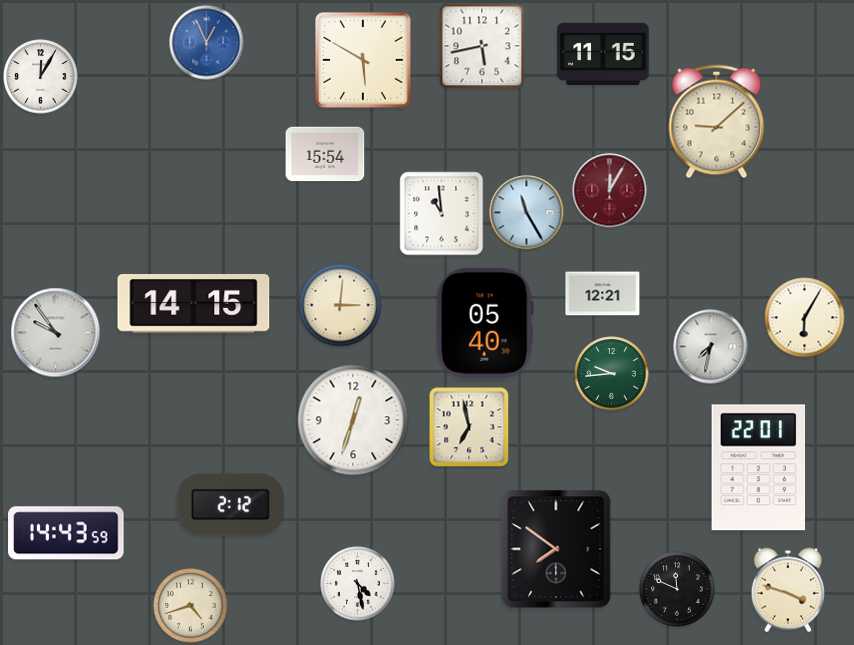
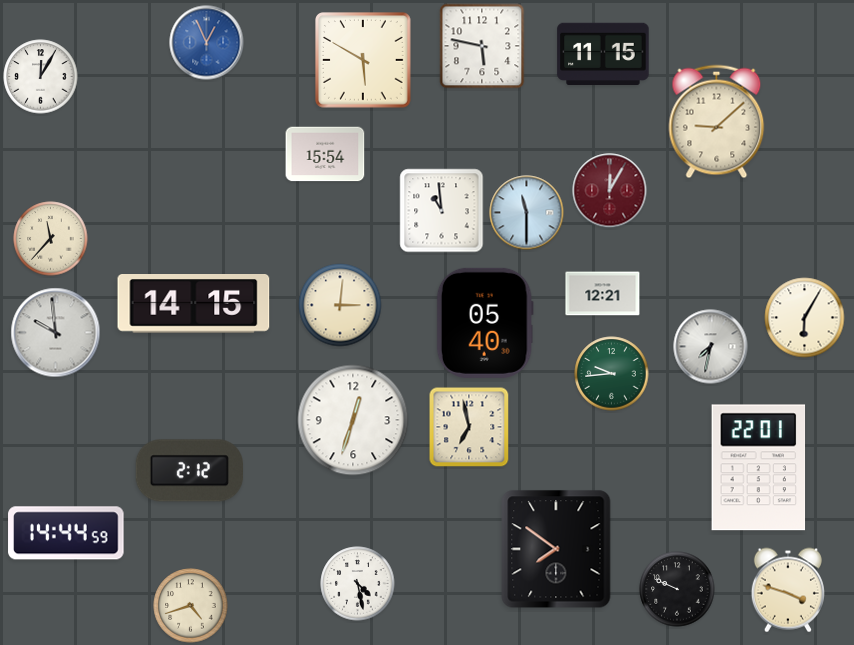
clock at (482, 46): 5:43 -> 5:47
clock at (527, 213): 11:25 -> 11:30
clock at (442, 214) position: (442, 214) -> (442, 211)
clock at (51, 239): none -> 11:37
clock at (56, 333): 9:54 -> 9:59
clock at (230, 505) position: (230, 505) -> (189, 471)
clock at (66, 533): 14:43 -> 14:44
clock at (677, 589): 11:49 -> 9:49
